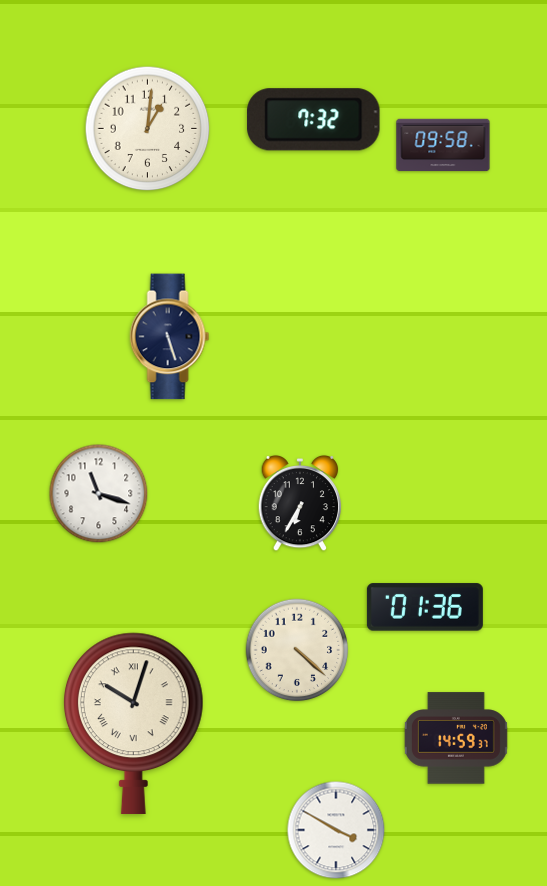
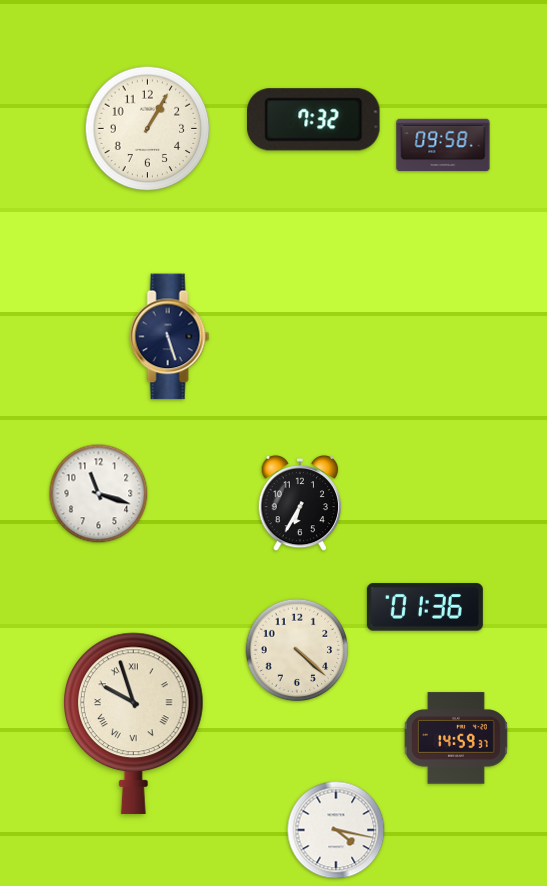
clock at (148, 129): 1:01 -> 1:05
clock at (133, 723): 10:03 -> 9:57
clock at (336, 830): 3:50 -> 4:17
